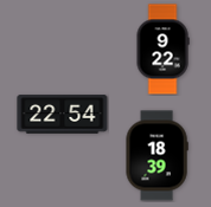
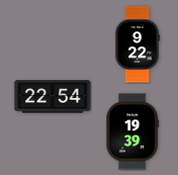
clock at (162, 50) position: (162, 50) -> (137, 45)
clock at (156, 156): 18:39 -> 19:39
